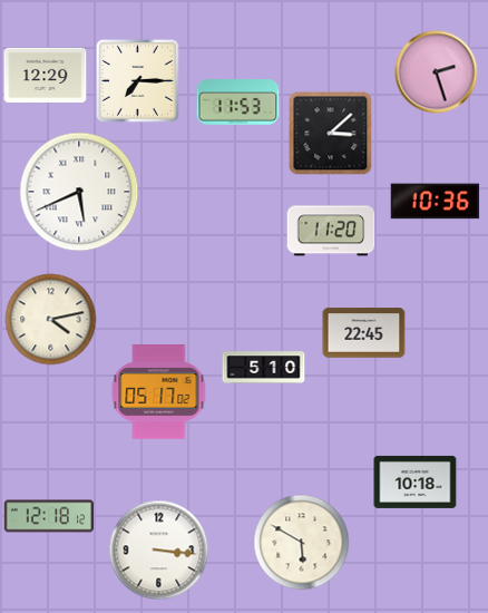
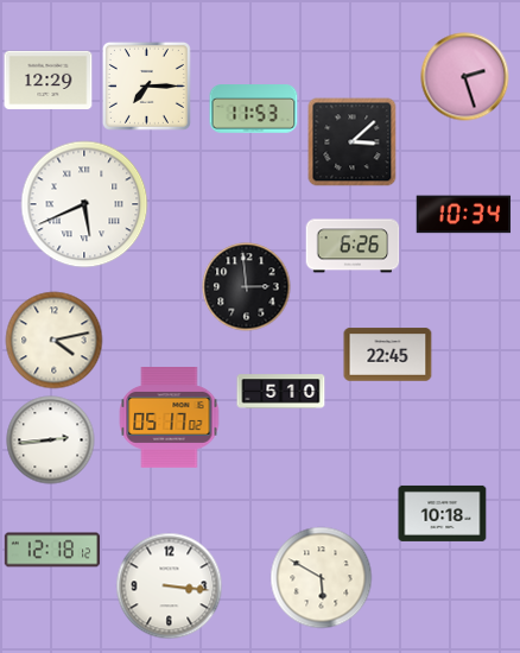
clock at (436, 202): 10:36 -> 10:34
clock at (331, 231): 11:20 -> 6:26
clock at (247, 287): none -> 2:59
clock at (51, 440): none -> 2:44
